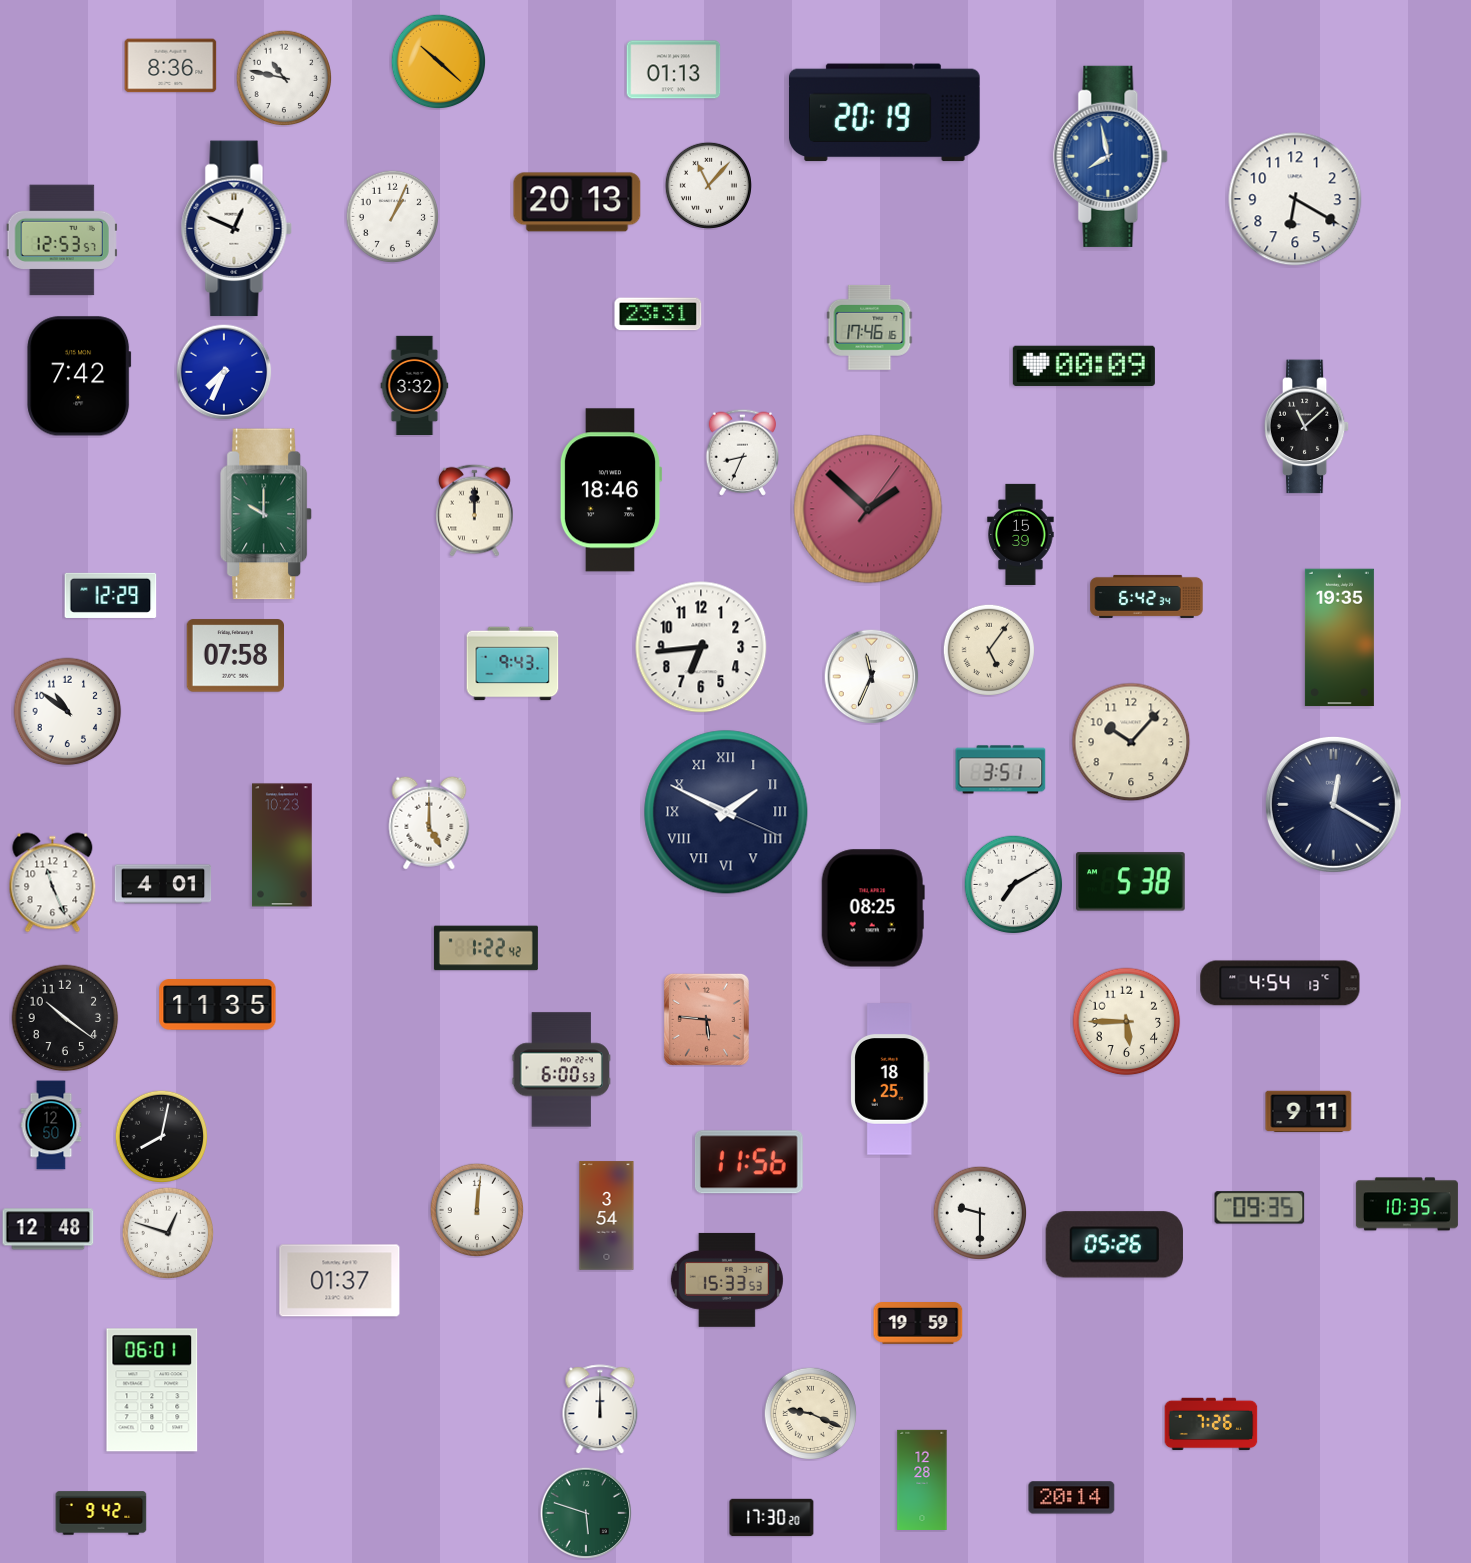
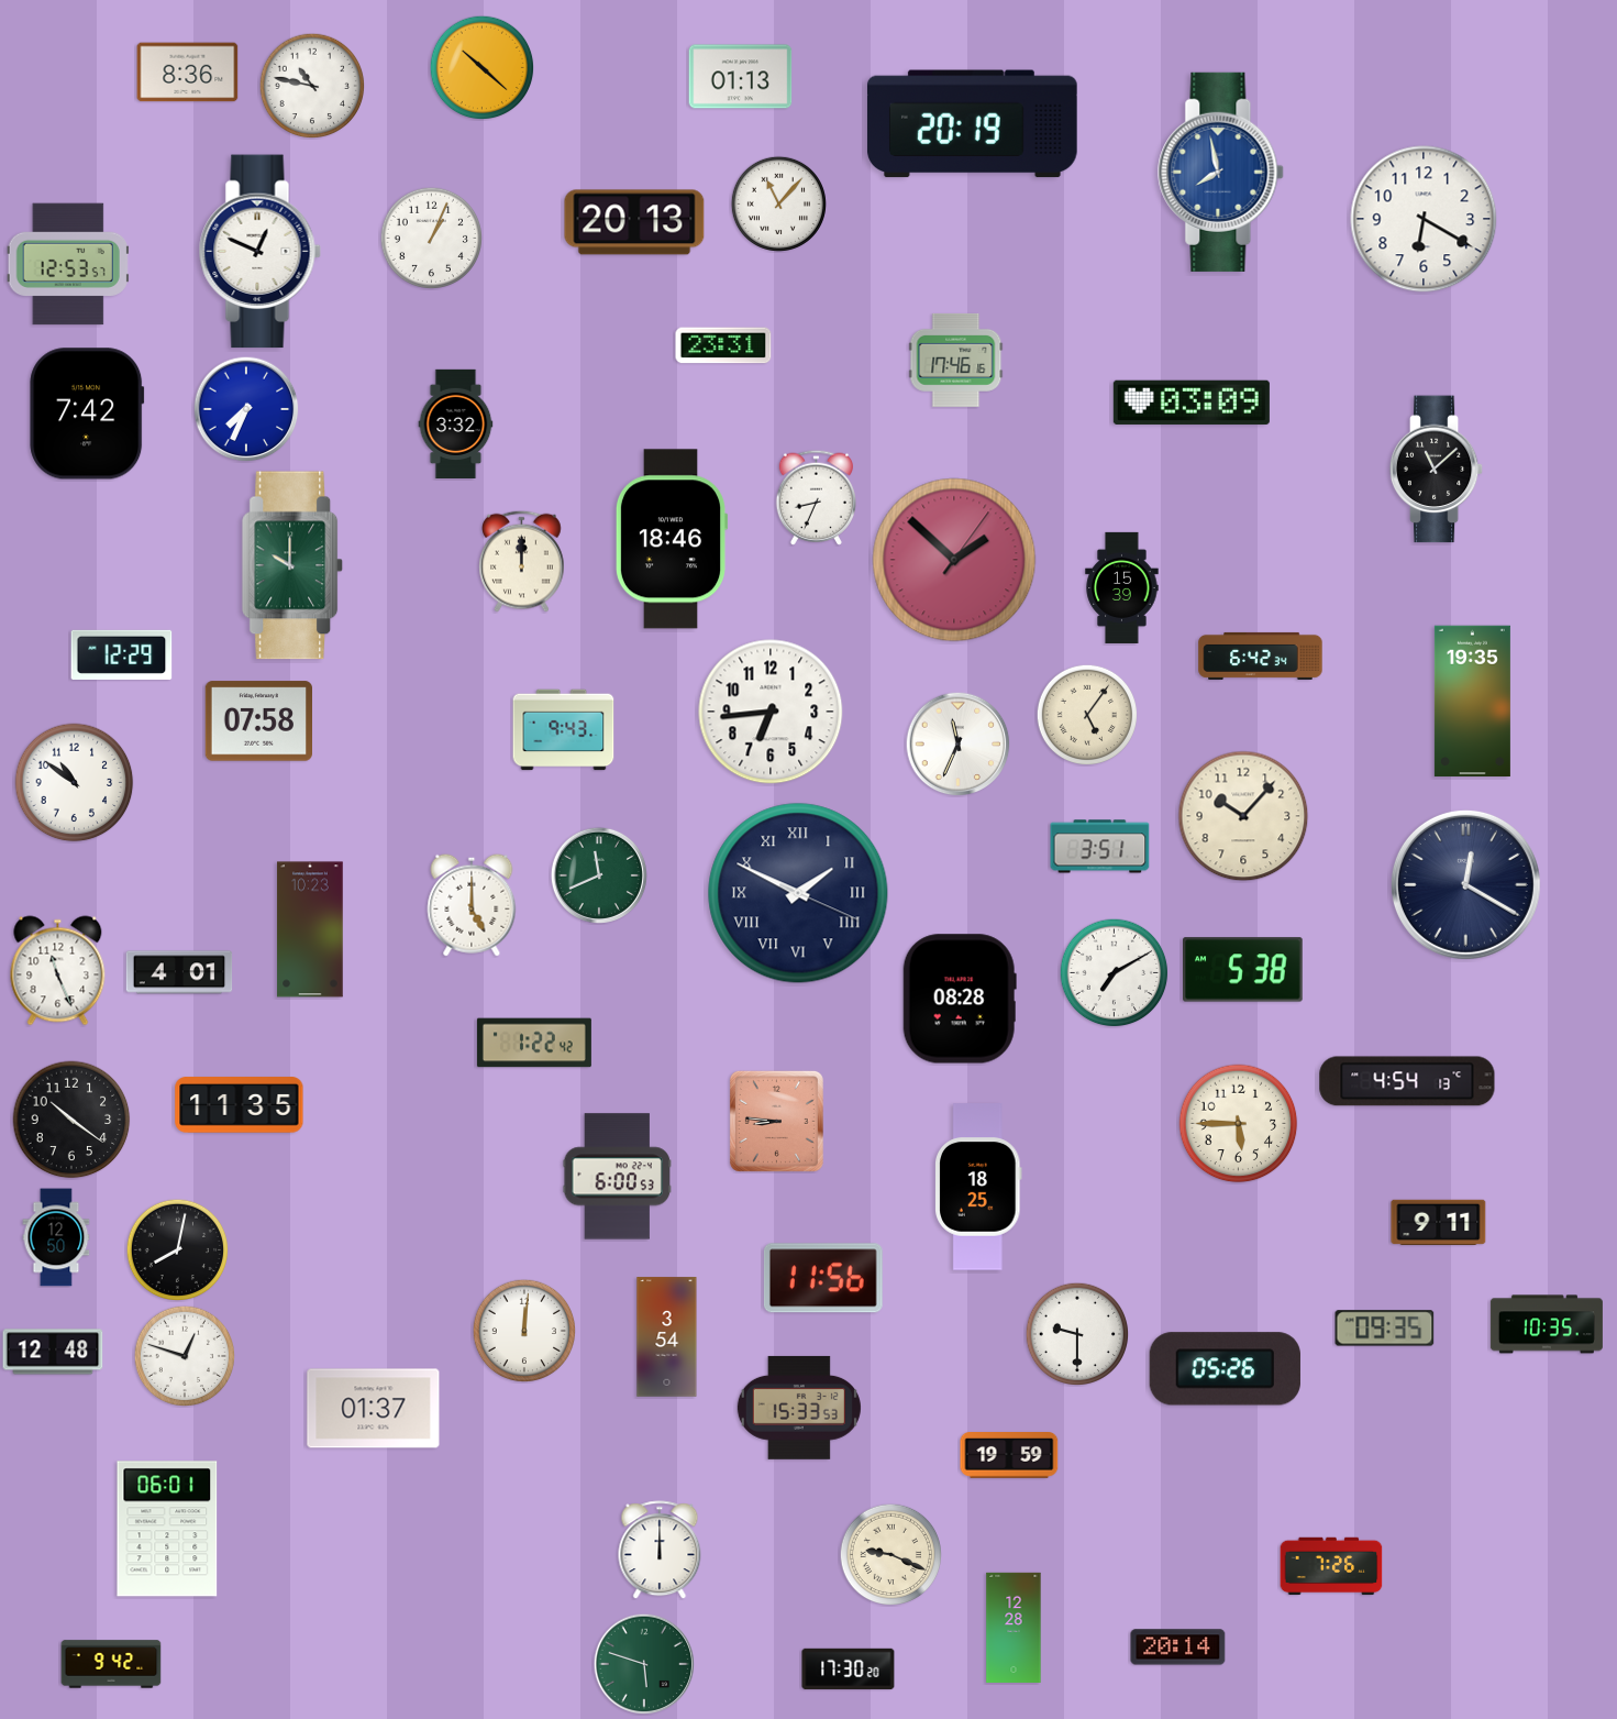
clock at (1084, 365): 00:09 -> 03:09
clock at (599, 875): none -> 11:41
clock at (873, 908): 08:25 -> 08:28
clock at (706, 1019): 5:46 -> 8:46
